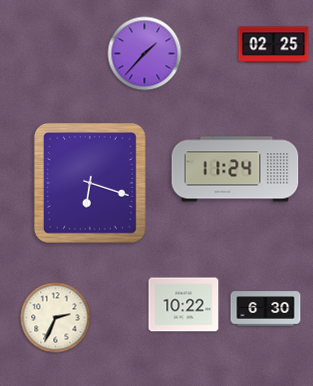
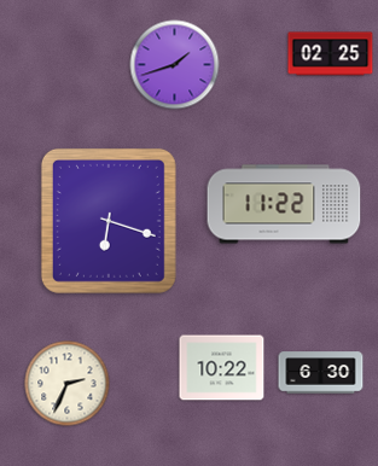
clock at (145, 54): 1:37 -> 1:42
clock at (235, 169): 11:24 -> 11:22
